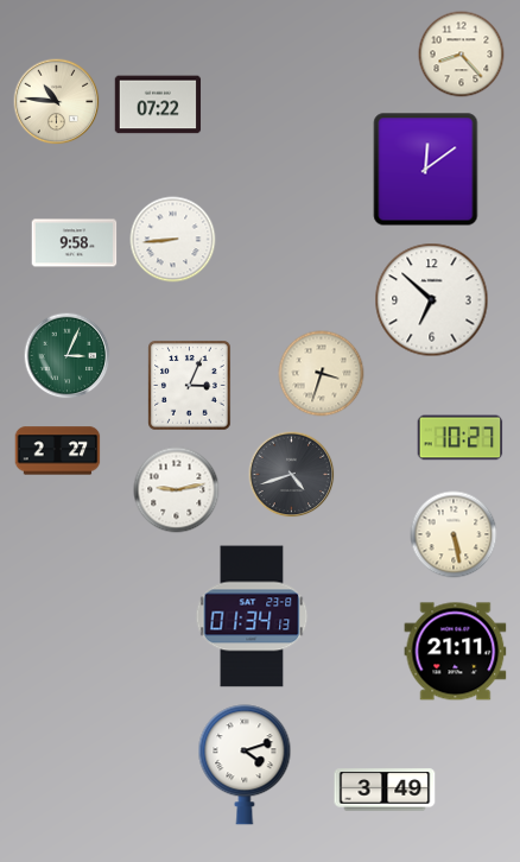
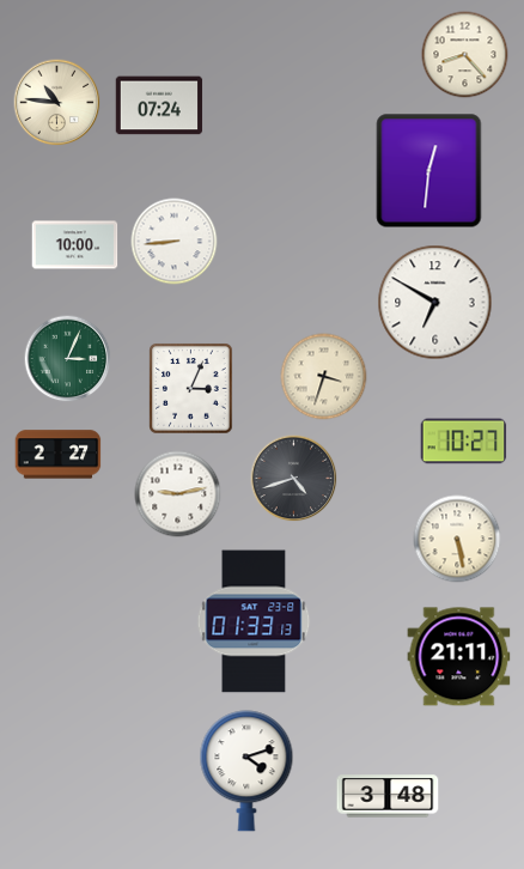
clock at (158, 104): 07:22 -> 07:24
clock at (426, 170): 12:09 -> 12:31
clock at (75, 243): 9:58 -> 10:00
clock at (432, 300): 6:52 -> 6:50
clock at (252, 616): 01:34 -> 01:33
clock at (385, 790): 3:49 -> 3:48
